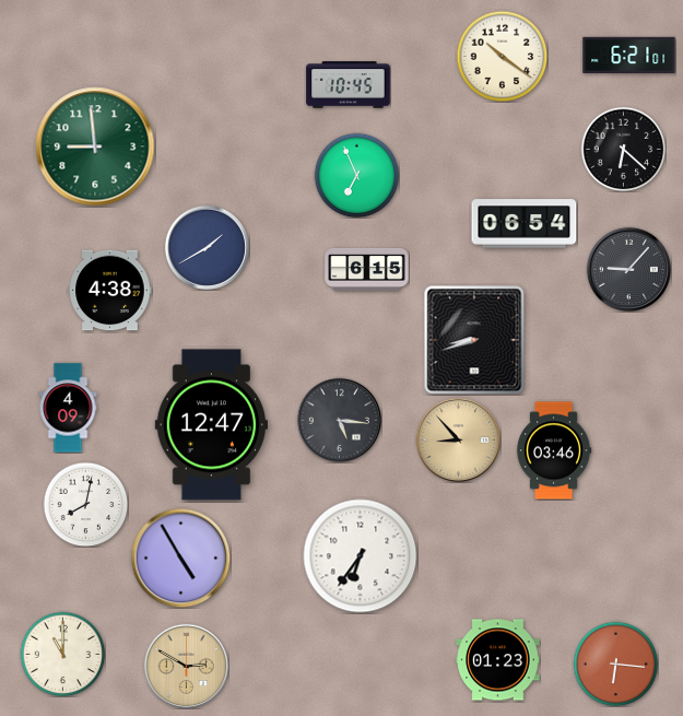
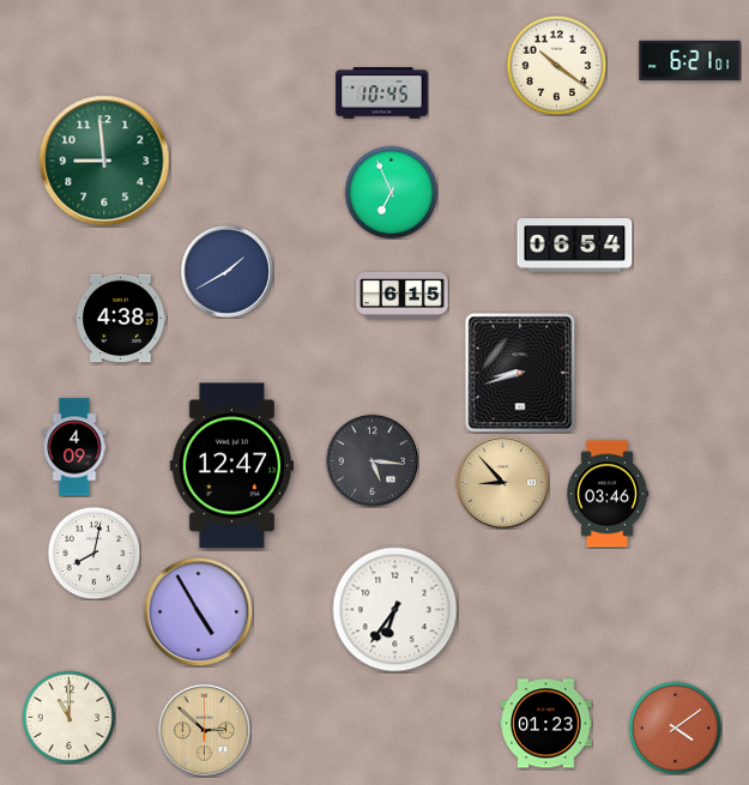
clock at (502, 56) position: (502, 56) -> (556, 65)
clock at (623, 149): 6:22 -> none
clock at (628, 269): 9:07 -> none
clock at (615, 664): 6:16 -> 4:09
clock at (186, 666): 2:50 -> 2:52
